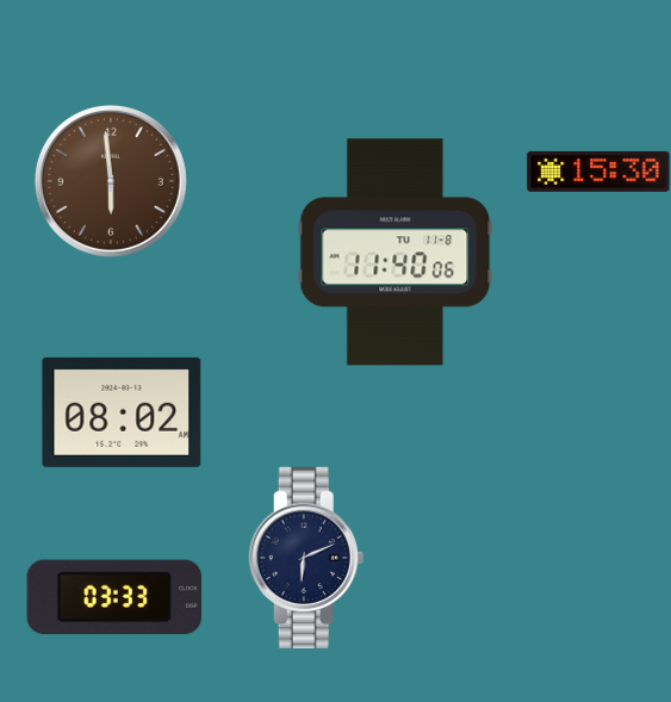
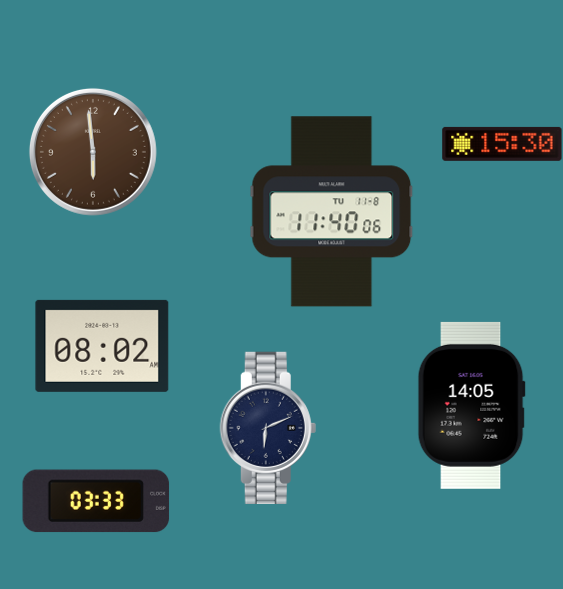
clock at (471, 405): none -> 14:05
clock at (306, 557) position: (306, 557) -> (268, 427)
